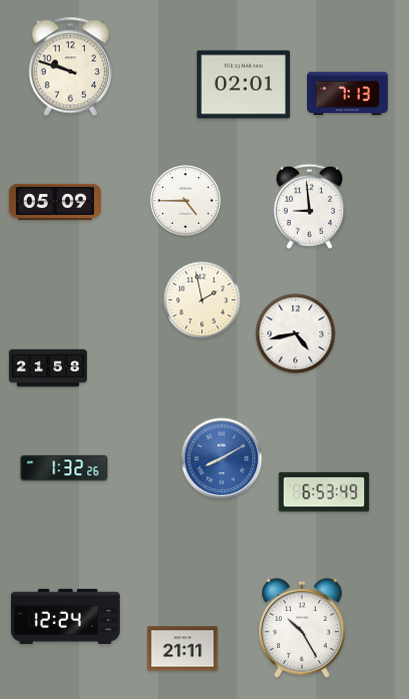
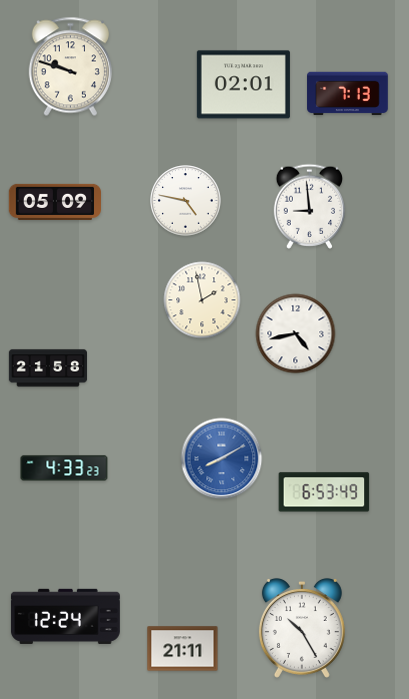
clock at (186, 201): 4:45 -> 4:47
clock at (64, 468): 1:32 -> 4:33
